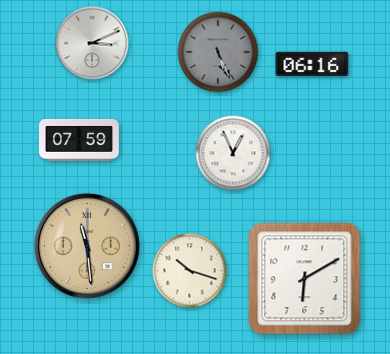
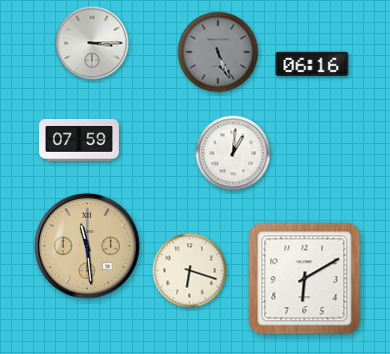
clock at (92, 43): 3:11 -> 3:15
clock at (233, 153): 12:56 -> 1:01
clock at (190, 271): 10:18 -> 6:18
